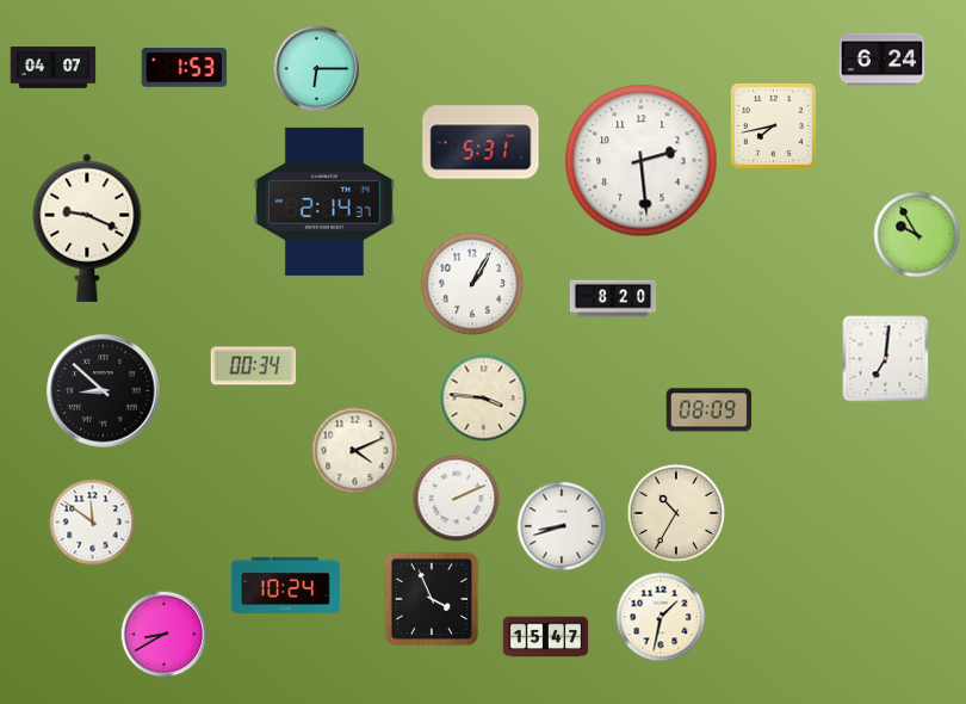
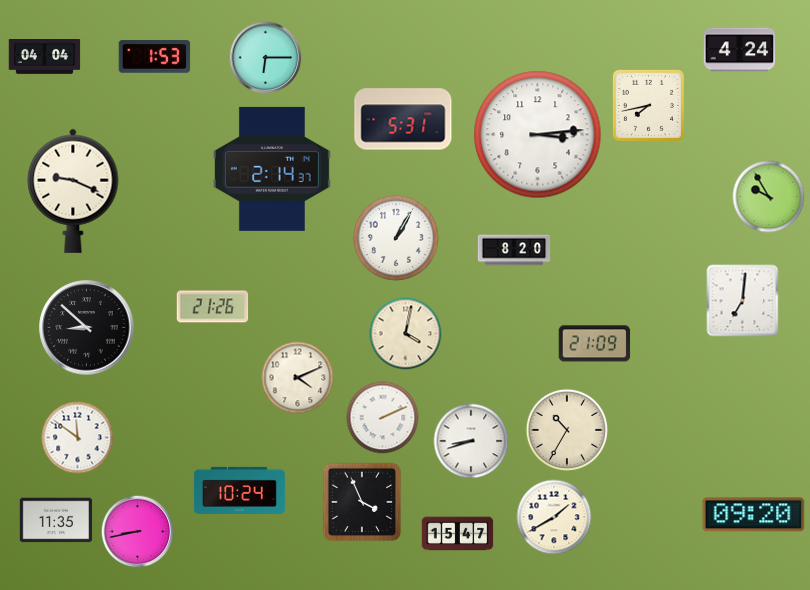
clock at (883, 60): 6:24 -> 4:24
clock at (54, 68): 04:07 -> 04:04
clock at (642, 161): 2:29 -> 3:14
clock at (254, 366): 00:34 -> 21:26
clock at (484, 399): 3:46 -> 4:02
clock at (710, 410): 08:09 -> 21:09
clock at (754, 515): none -> 09:20
clock at (661, 617): 1:32 -> 1:40
clock at (56, 520): none -> 11:35
clock at (165, 635): 8:40 -> 8:43
